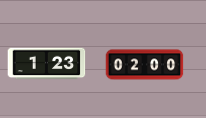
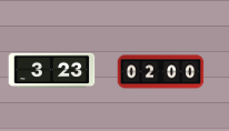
clock at (46, 64): 1:23 -> 3:23
